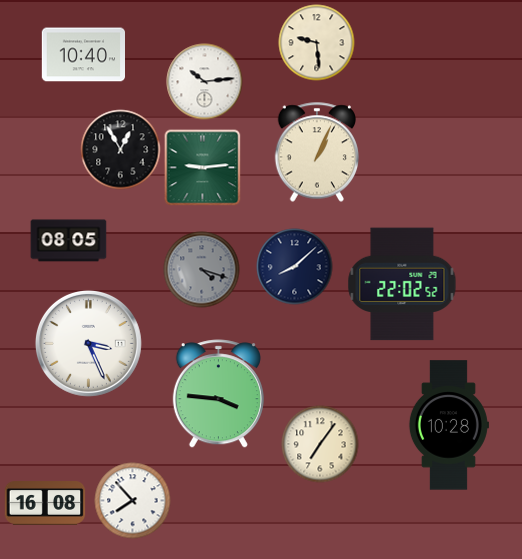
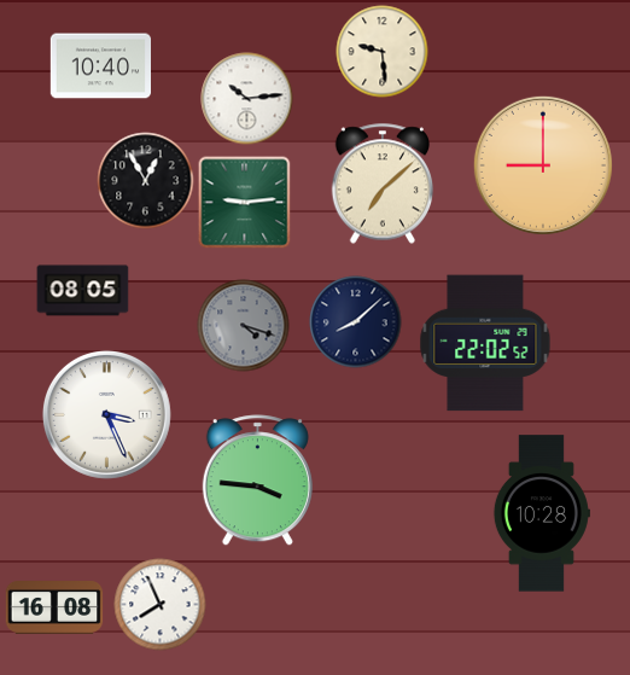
clock at (543, 165): none -> 9:00
clock at (317, 152): 1:04 -> 7:08
clock at (218, 394) position: (218, 394) -> (257, 481)
clock at (320, 444): 7:06 -> none
clock at (133, 501): 7:53 -> 7:56
